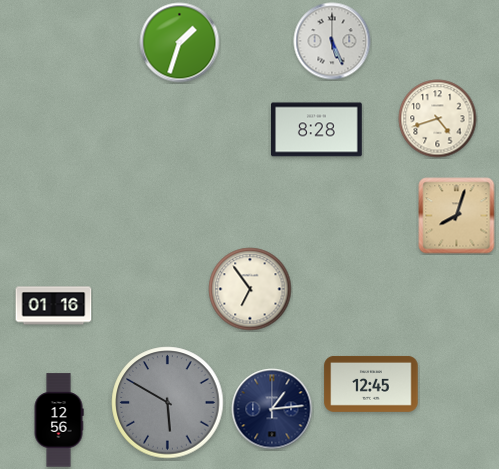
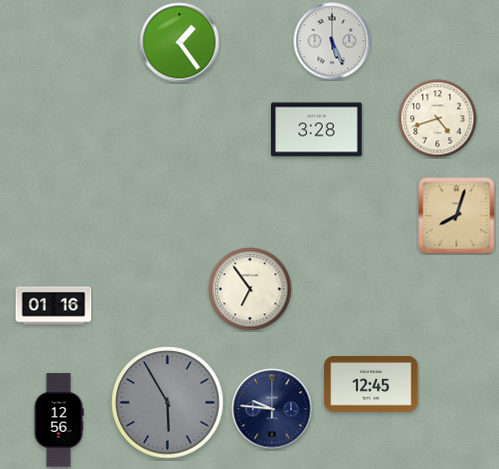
clock at (180, 43): 1:33 -> 1:24
clock at (317, 130): 8:28 -> 3:28
clock at (168, 403): 5:50 -> 5:55
clock at (272, 409): 1:14 -> 9:46
